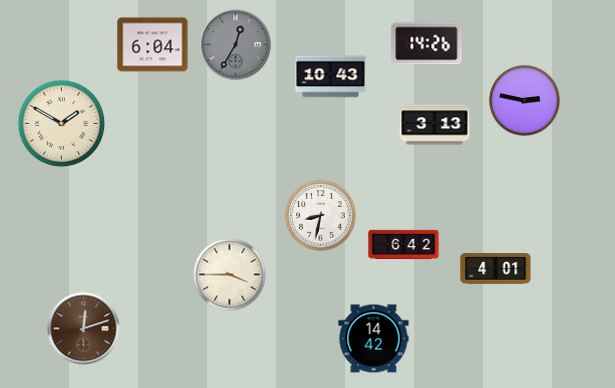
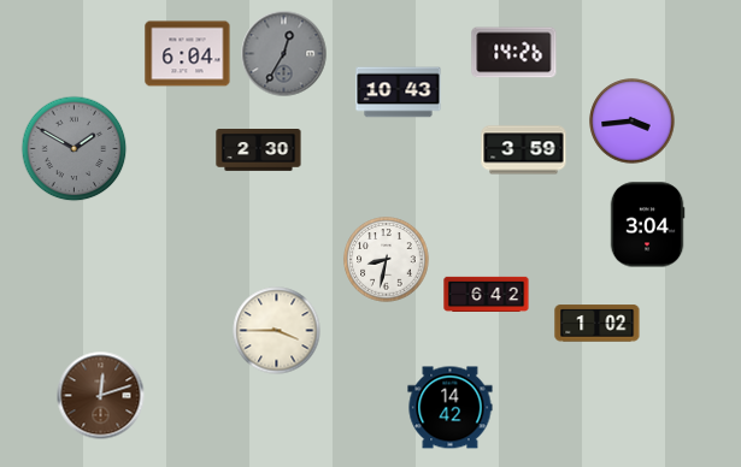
clock at (153, 45) position: (153, 45) -> (188, 54)
clock at (525, 101): 2:47 -> 3:44
clock at (62, 124) dial: cream -> grey
clock at (259, 150): none -> 2:30
clock at (435, 125): 3:13 -> 3:59
clock at (647, 225): none -> 3:04
clock at (496, 269): 4:01 -> 1:02
